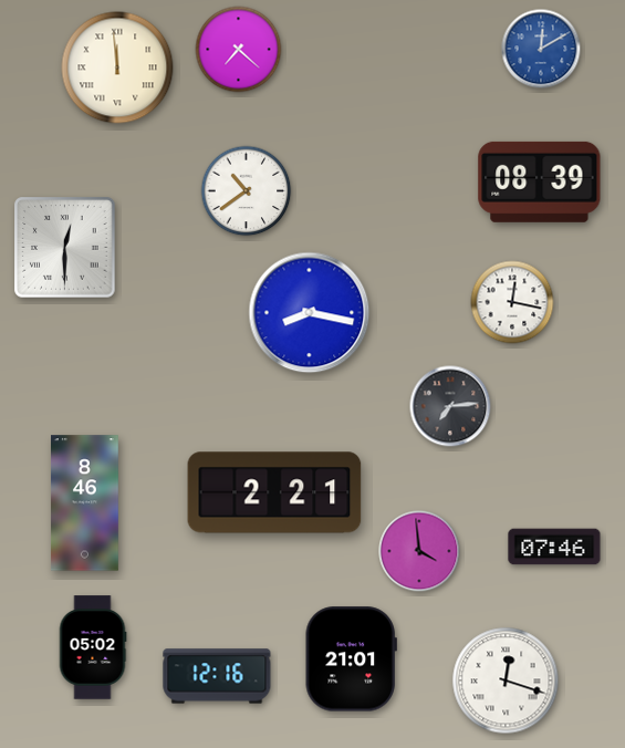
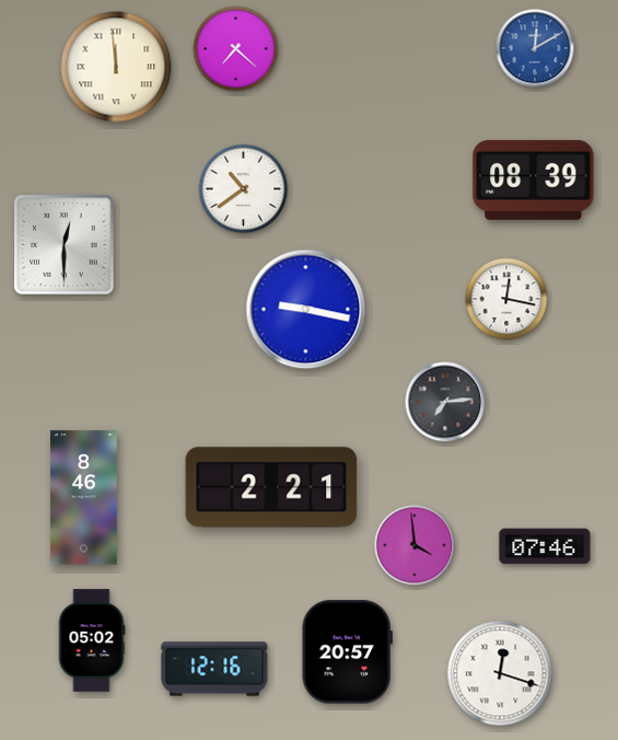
clock at (310, 313): 8:17 -> 9:17
clock at (554, 547) position: (554, 547) -> (545, 546)
clock at (351, 659): 21:01 -> 20:57
